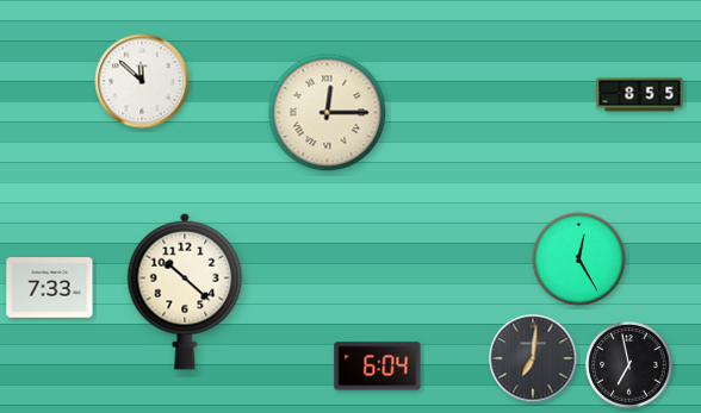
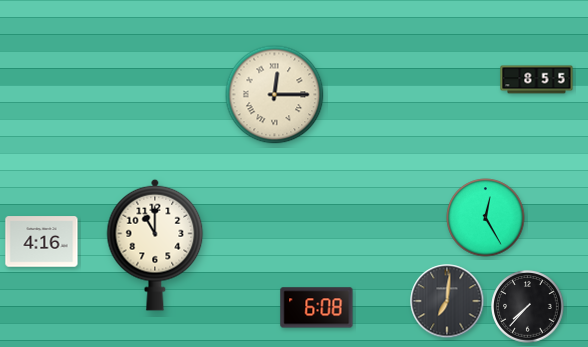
clock at (142, 81): 11:52 -> none
clock at (50, 288): 7:33 -> 4:16
clock at (185, 292): 10:22 -> 11:00
clock at (629, 365): 6:58 -> 7:37
clock at (378, 367): 6:04 -> 6:08
